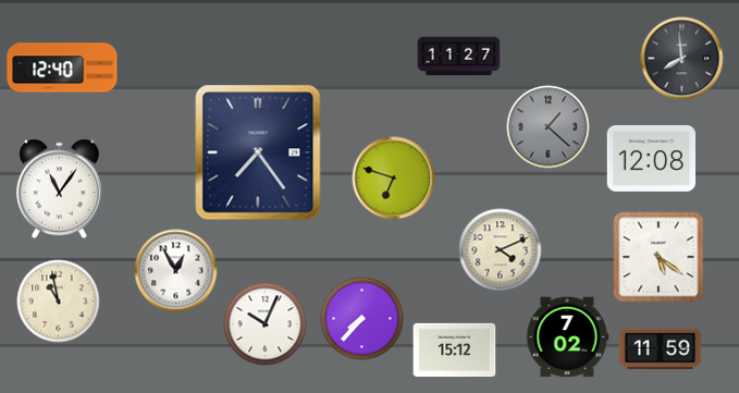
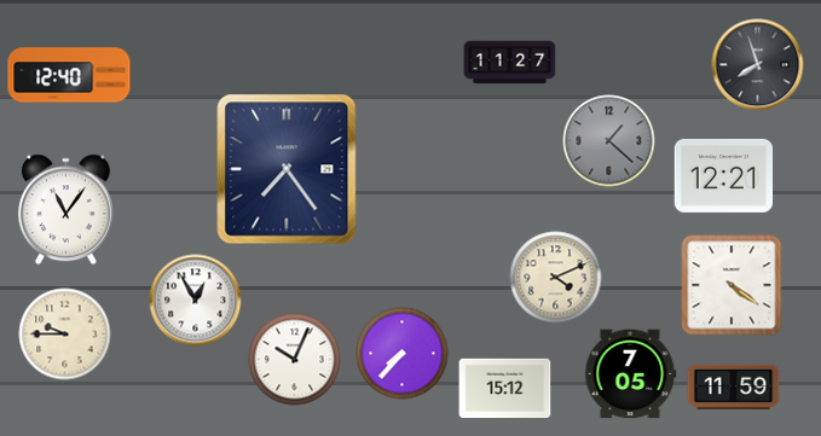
clock at (682, 59): 7:59 -> 7:57
clock at (652, 158): 12:08 -> 12:21
clock at (394, 179): 6:48 -> none
clock at (658, 257): 5:21 -> 4:21
clock at (59, 302): 10:58 -> 9:45
clock at (567, 337): 7:02 -> 7:05
